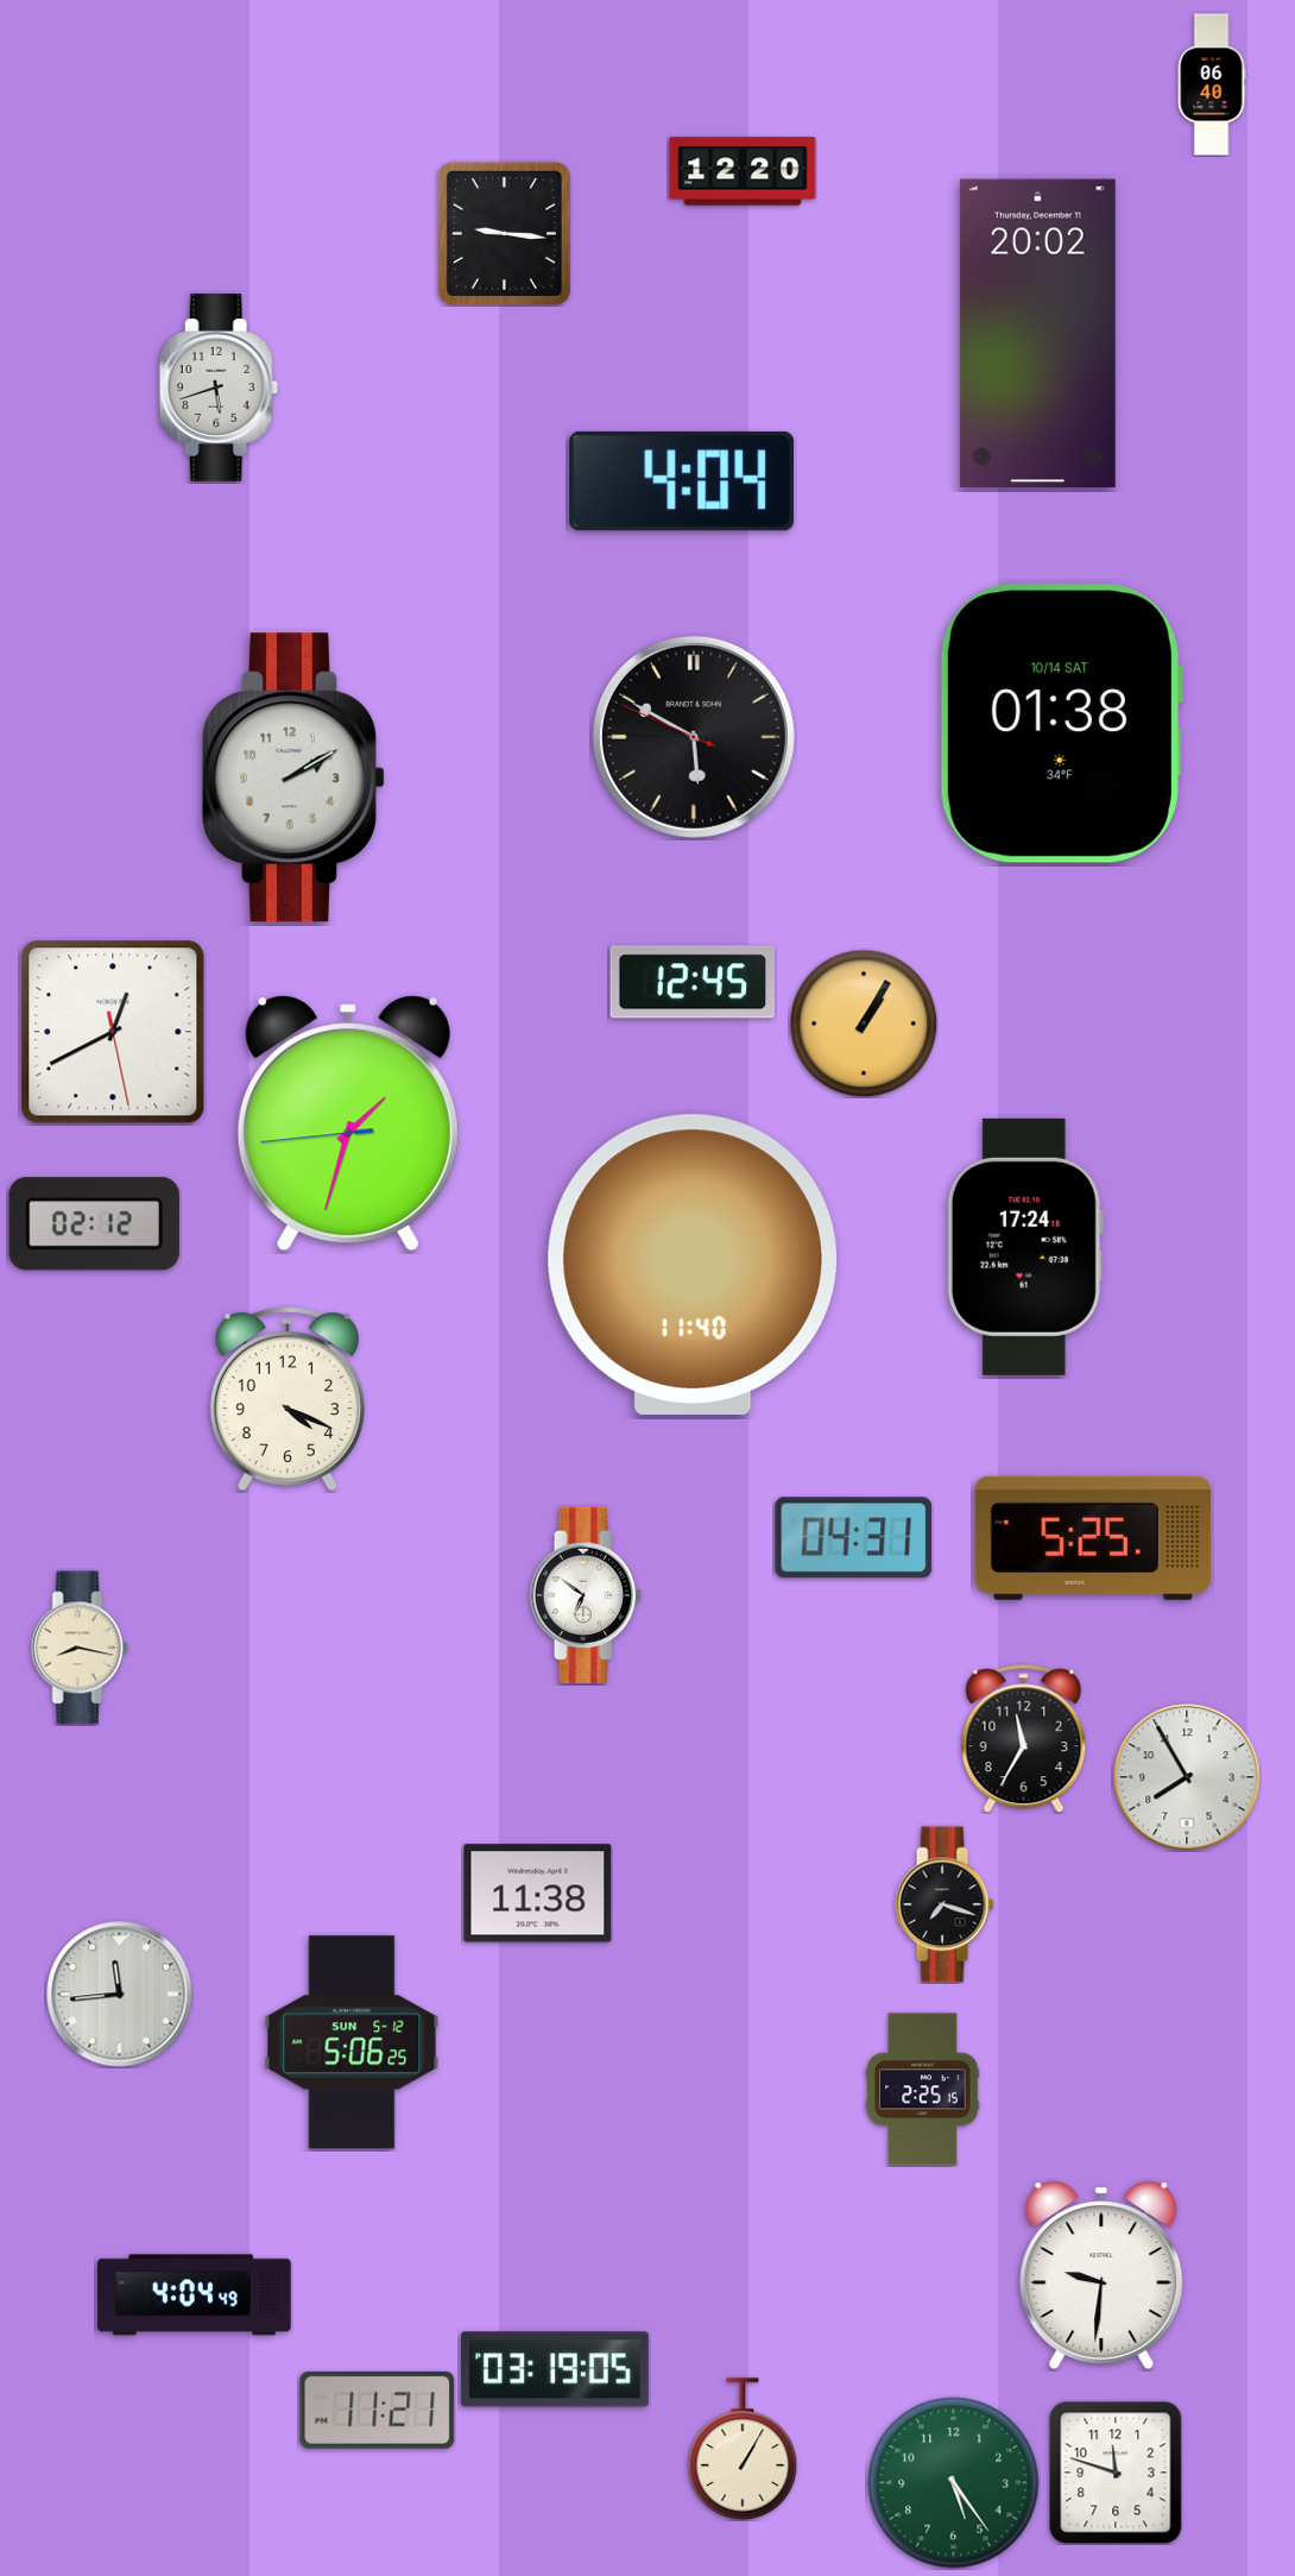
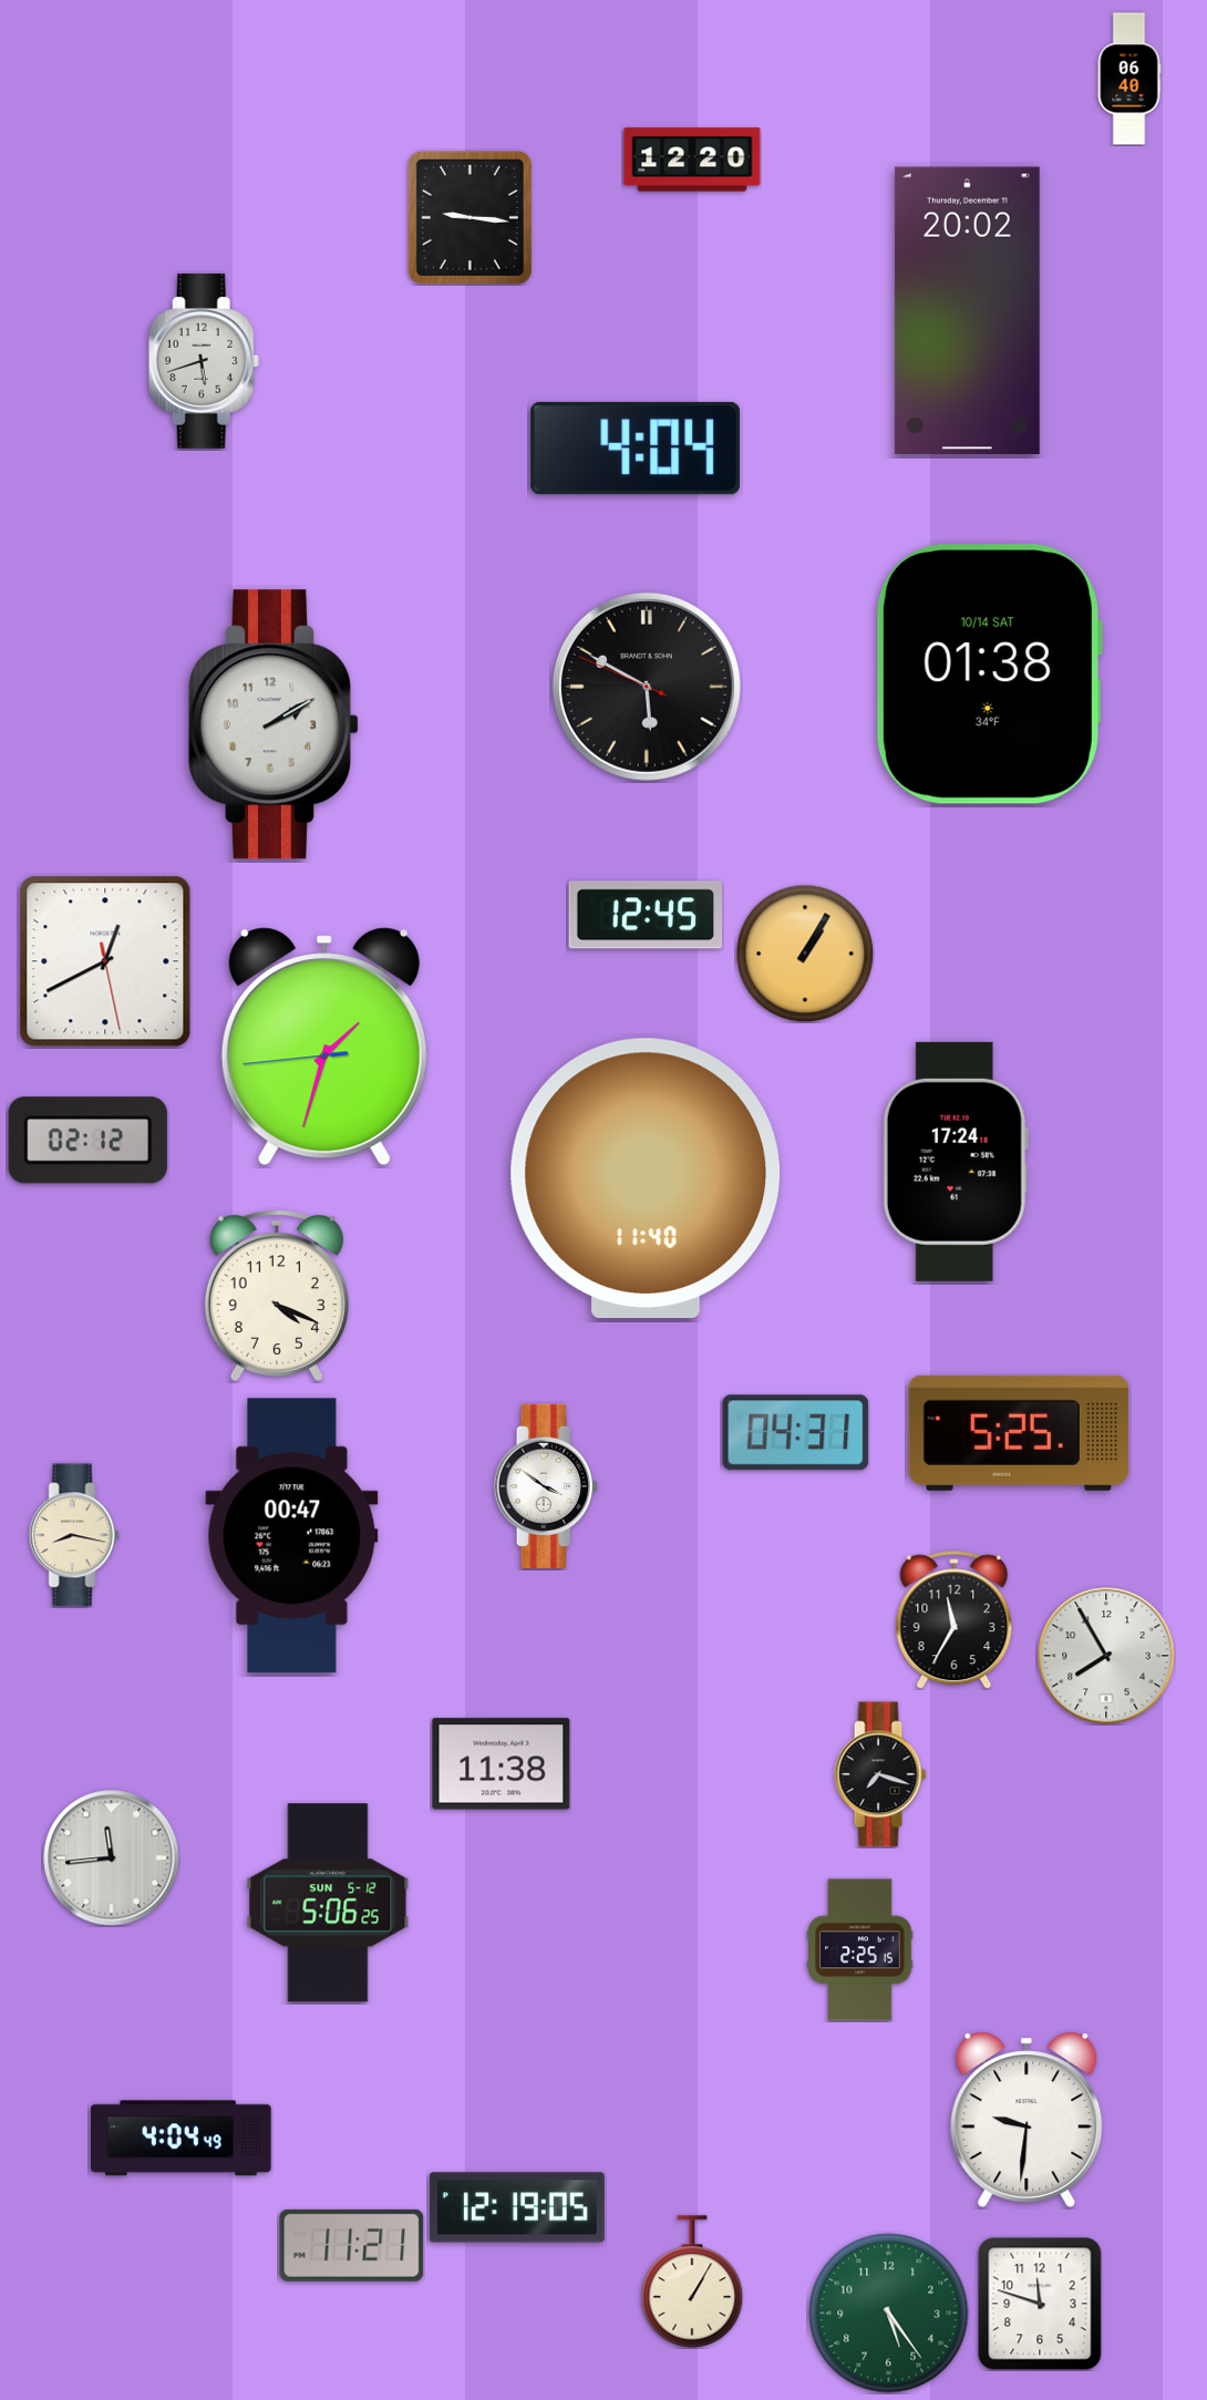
clock at (288, 1398) position: (288, 1398) -> (277, 1295)
clock at (586, 1595): 6:51 -> 3:51
clock at (292, 1536): none -> 00:47
clock at (923, 2090) position: (923, 2090) -> (860, 1950)
clock at (555, 2369): 03:19 -> 12:19
